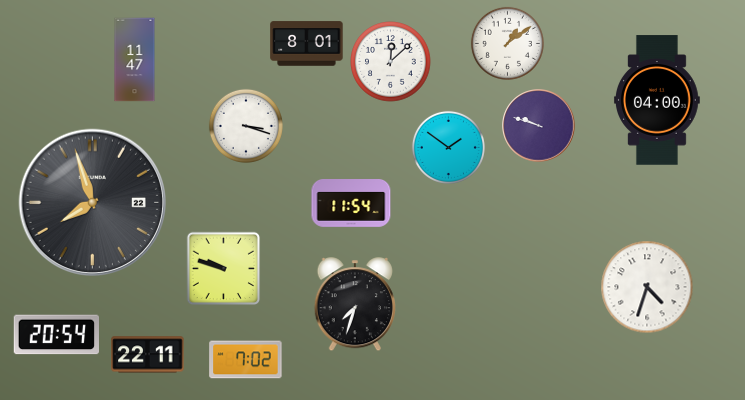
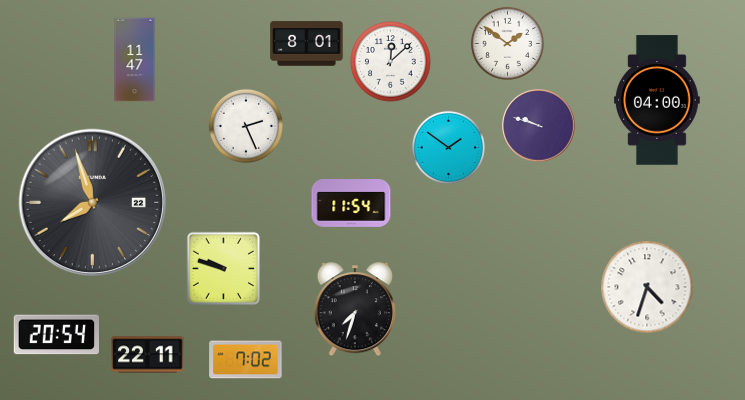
clock at (507, 43): 1:09 -> 1:51
clock at (246, 126): 3:18 -> 2:26
clock at (354, 305) position: (354, 305) -> (354, 310)
